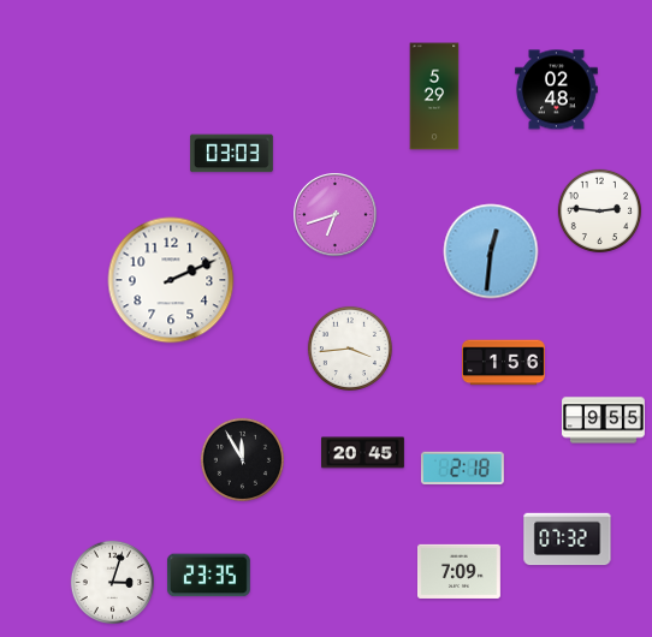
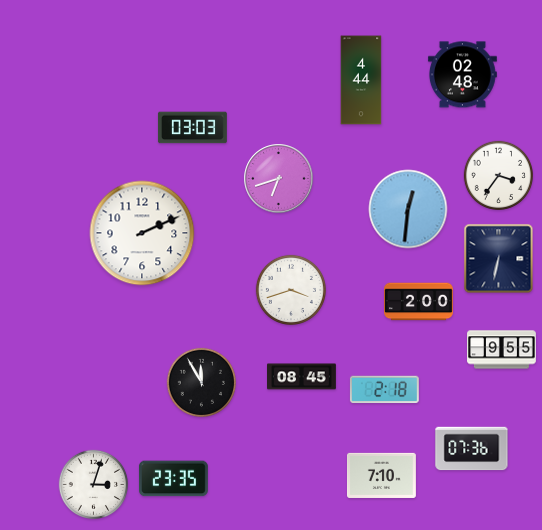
clock at (434, 96): 5:29 -> 4:44
clock at (599, 210): 2:46 -> 3:36
clock at (499, 259): none -> 6:32
clock at (350, 349): 3:44 -> 3:42
clock at (504, 363): 1:56 -> 2:00
clock at (363, 453): 20:45 -> 08:45
clock at (568, 540): 07:32 -> 07:36
clock at (460, 571): 7:09 -> 7:10
